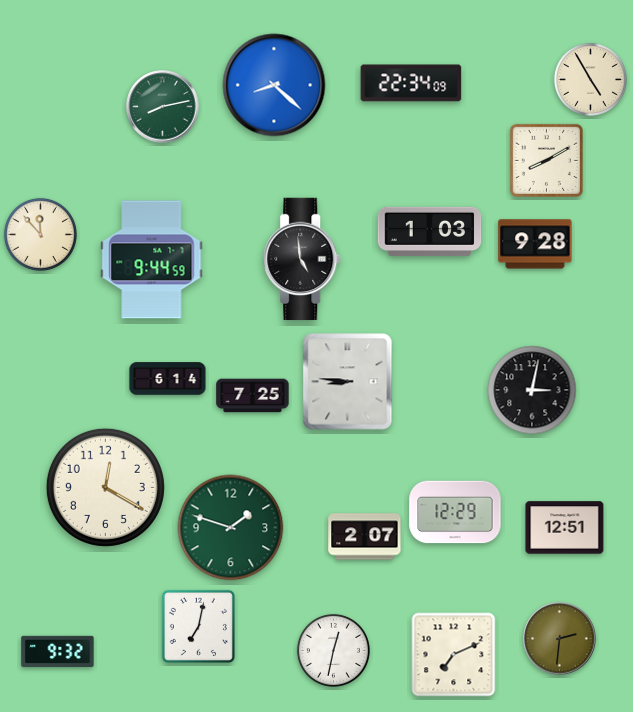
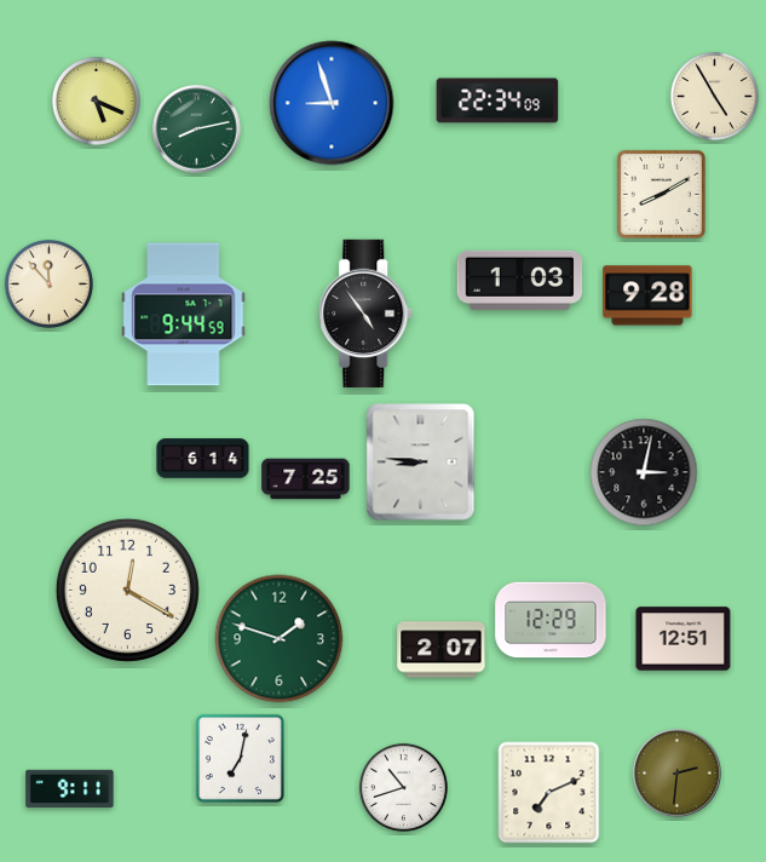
clock at (96, 100): none -> 5:19
clock at (274, 85): 8:22 -> 8:57
clock at (303, 259): 4:59 -> 4:54
clock at (333, 650): 12:32 -> 10:42
clock at (58, 651): 9:32 -> 9:11
